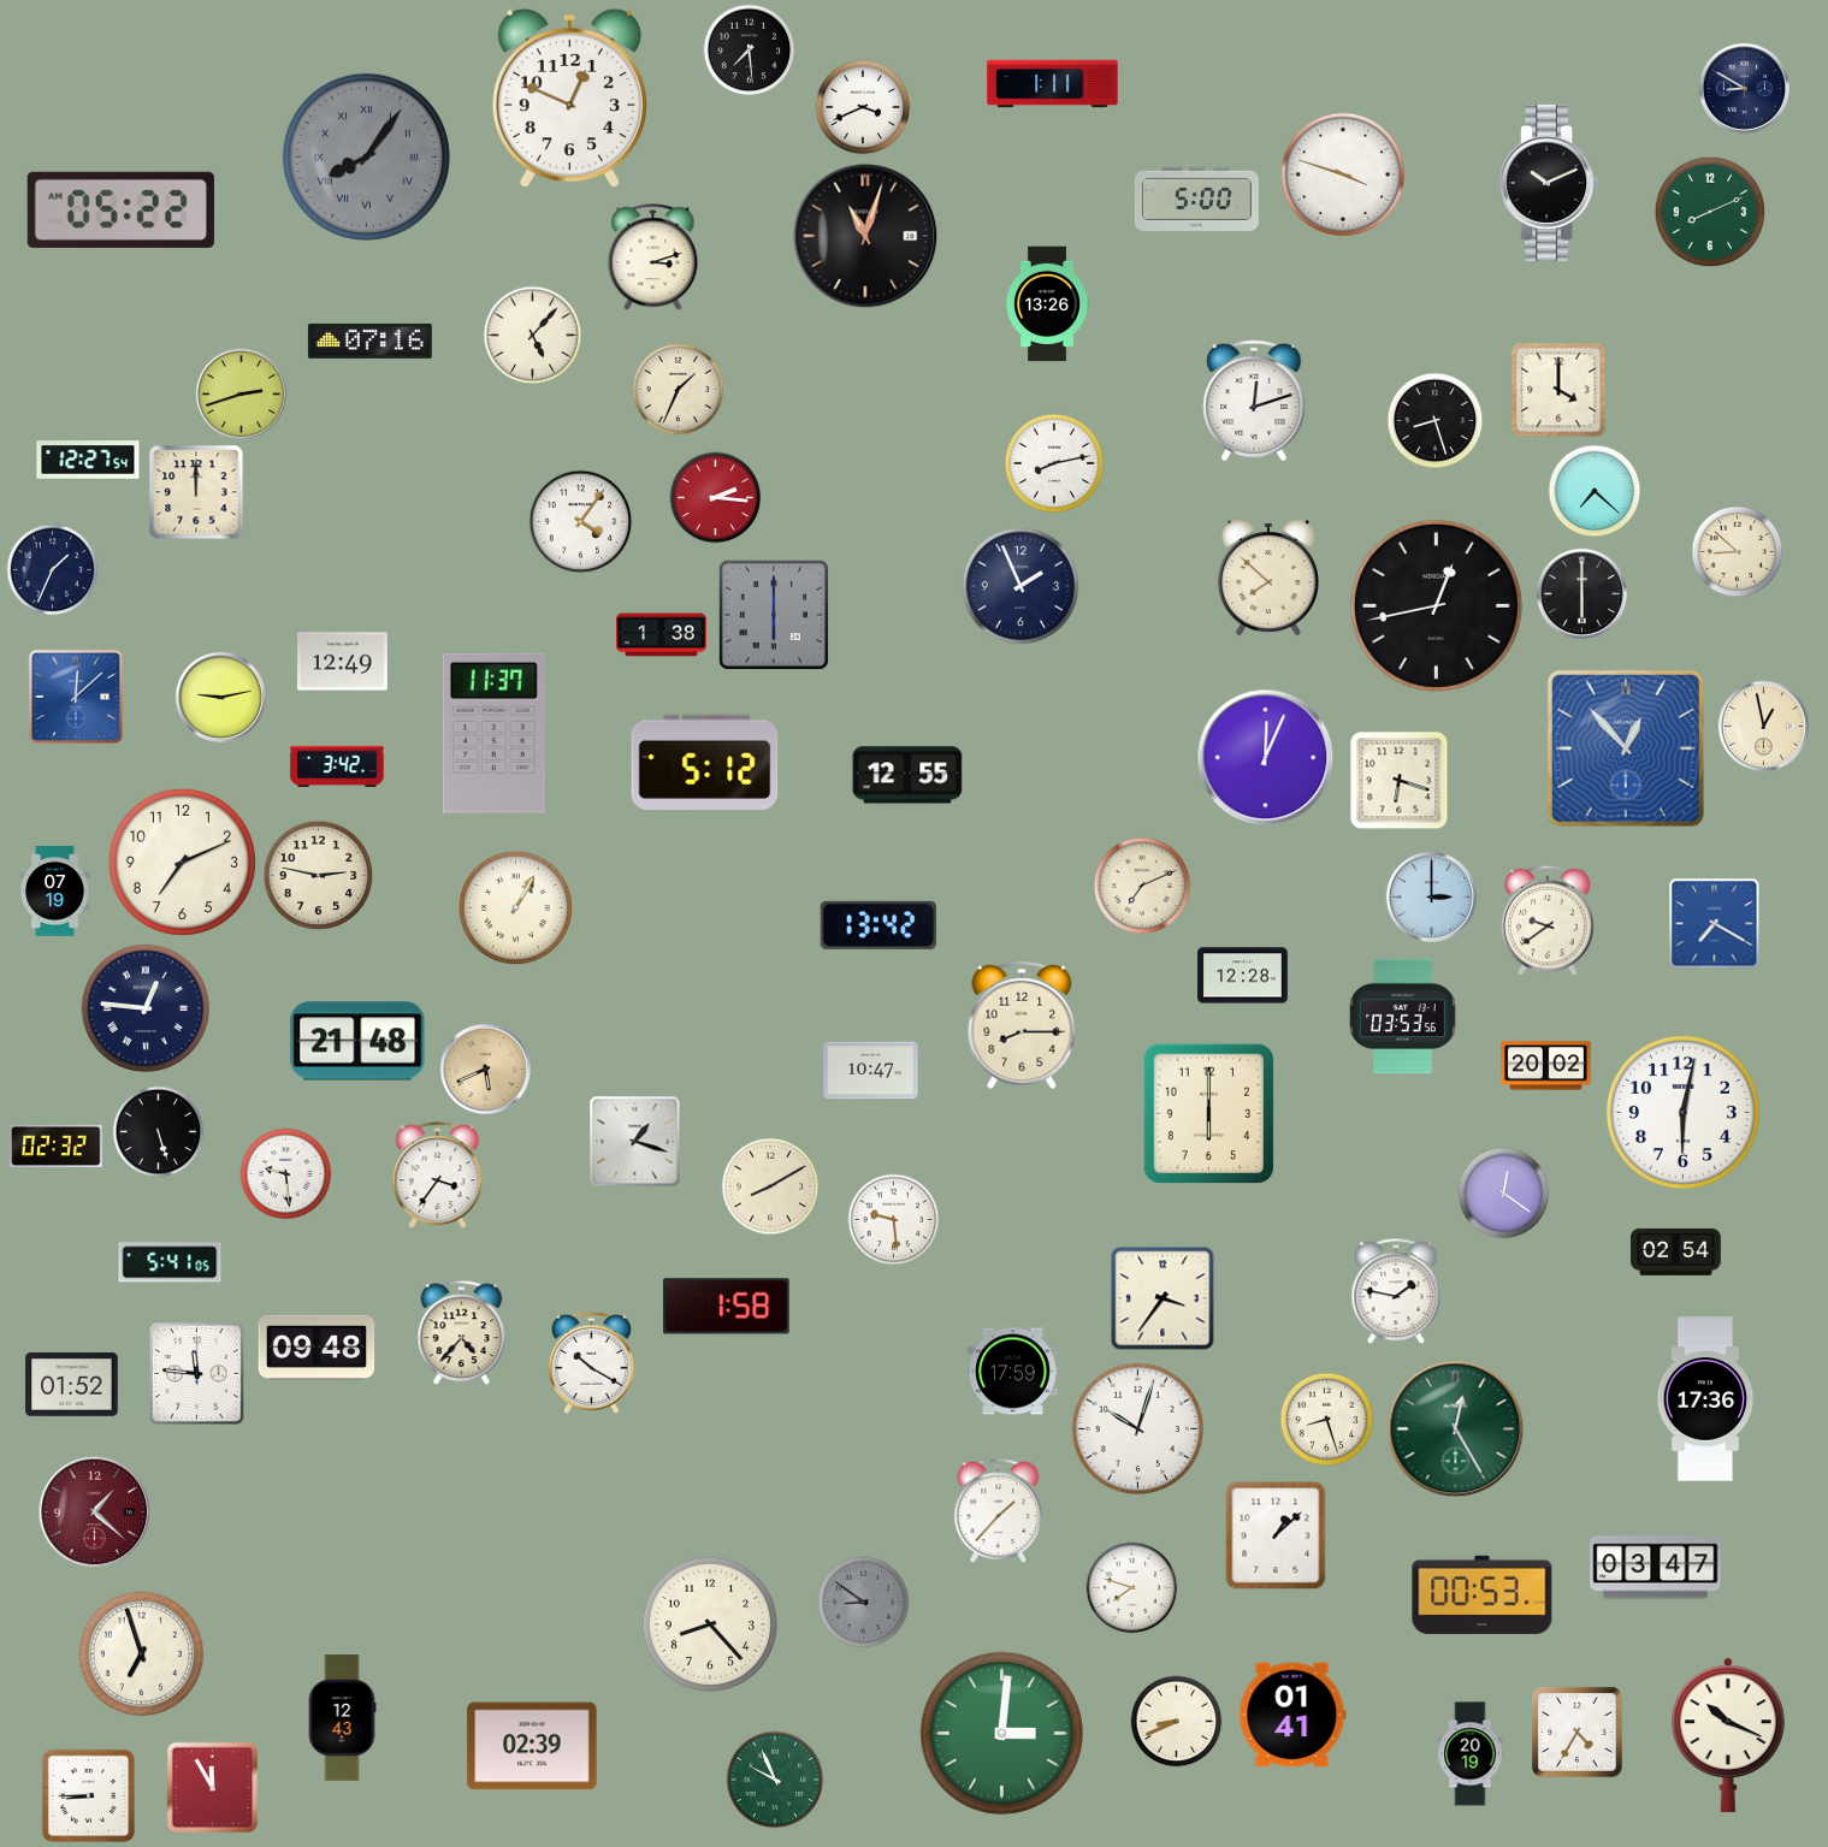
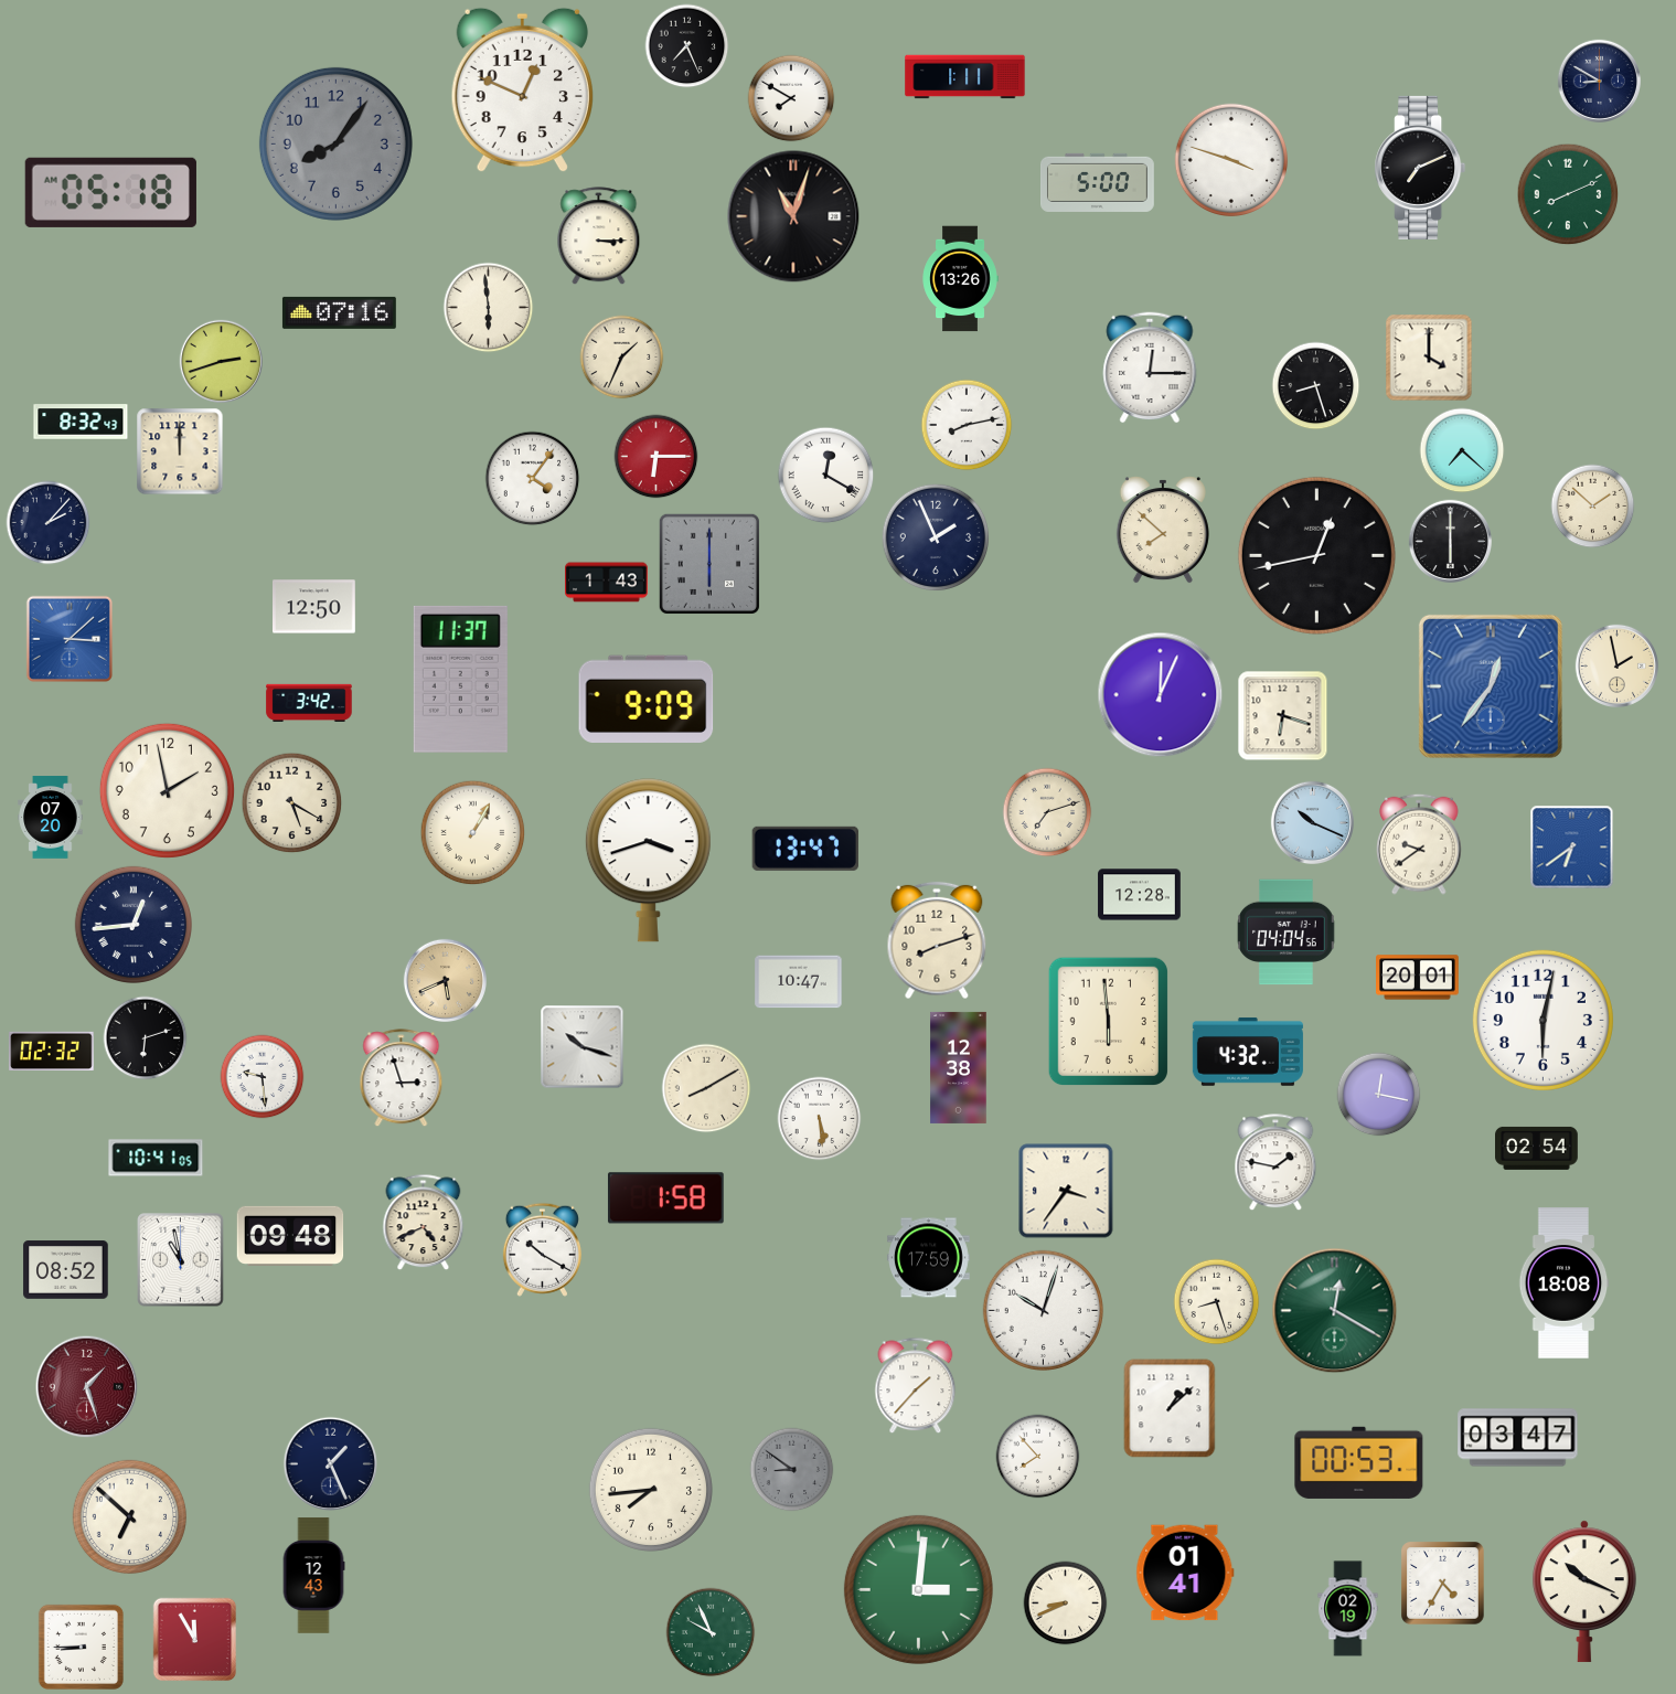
clock at (750, 51): 7:29 -> 7:26
clock at (863, 107): 3:41 -> 7:50
clock at (366, 156) numerals: Roman -> Arabic
clock at (1549, 183): 10:11 -> 7:11
clock at (120, 209): 05:22 -> 05:18
clock at (653, 257): 3:12 -> 3:15
clock at (533, 336): 5:07 -> 5:59
clock at (1254, 401): 12:12 -> 12:15
clock at (88, 460): 12:27 -> 8:32
clock at (716, 498): 2:16 -> 6:15
clock at (826, 476): none -> 12:20
clock at (1738, 552): 8:52 -> 1:52
clock at (53, 570): 1:34 -> 2:07
clock at (1581, 593) position: (1581, 593) -> (1450, 541)
clock at (662, 635): 1:38 -> 1:43
clock at (343, 662): 12:49 -> 12:50
clock at (75, 695): 12:08 -> 3:08
clock at (220, 697): 9:13 -> none
clock at (1763, 726): 12:58 -> 1:58
clock at (493, 733) position: (493, 733) -> (460, 679)
clock at (1626, 748): 12:53 -> 12:36
clock at (705, 762): 5:12 -> 9:09
clock at (907, 775): 12:55 -> none
clock at (182, 862): 7:11 -> 1:58
clock at (319, 876): 2:47 -> 5:20
clock at (1142, 886): 7:11 -> 7:12
clock at (55, 892): 07:19 -> 07:20
clock at (1431, 896): 3:00 -> 10:19
clock at (1715, 924): 7:20 -> 6:39
clock at (877, 925): 13:42 -> 13:47
clock at (648, 861): none -> 3:42
clock at (144, 1007): 12:46 -> 12:44
clock at (1403, 1017): 03:53 -> 04:04
clock at (1022, 1025): 8:15 -> 8:12
clock at (357, 1041): 21:48 -> none
clock at (1546, 1066): 20:02 -> 20:01
clock at (1208, 1113): 6:00 -> 5:59
clock at (159, 1132): 5:27 -> 6:12
clock at (635, 1142): 1:18 -> 10:18
clock at (1248, 1052): none -> 4:32
clock at (959, 1067): none -> 12:38
clock at (438, 1176): 3:36 -> 2:57
clock at (1504, 1194): 12:21 -> 12:17
clock at (894, 1220): 9:29 -> 5:29
clock at (170, 1262): 5:41 -> 10:41
clock at (1396, 1292) position: (1396, 1292) -> (1275, 1163)
clock at (462, 1333): 4:37 -> 4:41
clock at (197, 1374): 11:46 -> 10:58
clock at (72, 1385): 01:52 -> 08:52
clock at (1705, 1399): 17:36 -> 18:08
clock at (1456, 1429): 12:25 -> 12:20
clock at (95, 1512): 1:22 -> 1:27
clock at (1132, 1588): 7:48 -> 7:53
clock at (331, 1464): none -> 1:26
clock at (710, 1624): 8:23 -> 7:44
clock at (142, 1654): 6:57 -> 6:52
clock at (1177, 1722) position: (1177, 1722) -> (1066, 1604)
clock at (1578, 1733) position: (1578, 1733) -> (1443, 1584)
clock at (532, 1746): 02:39 -> none
clock at (1471, 1754): 20:19 -> 02:19
